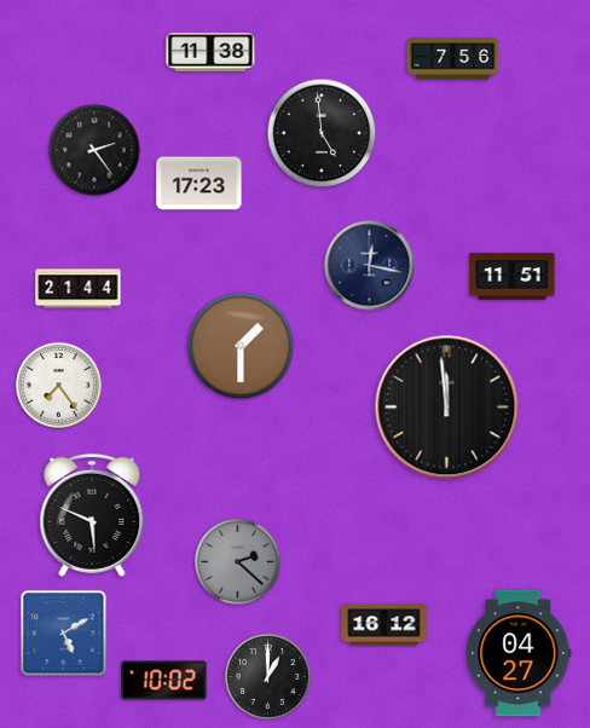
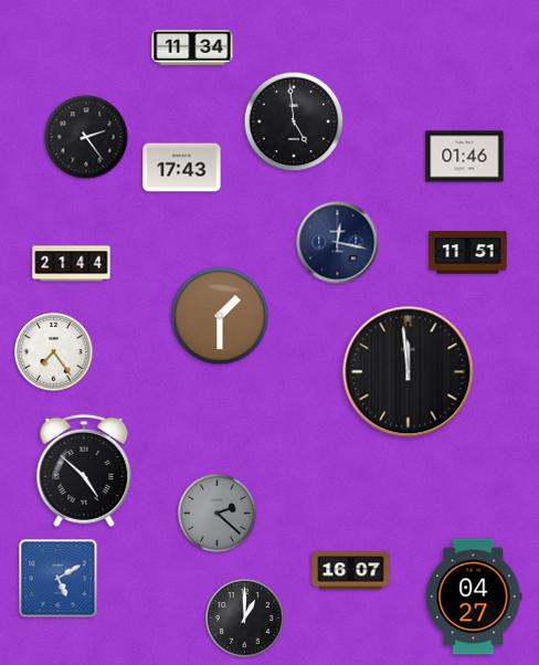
clock at (210, 52): 11:38 -> 11:34
clock at (453, 59): 7:56 -> none
clock at (465, 157): none -> 01:46
clock at (199, 184): 17:23 -> 17:43
clock at (92, 515): 5:49 -> 4:52
clock at (384, 625): 16:12 -> 16:07
clock at (164, 681): 10:02 -> none
